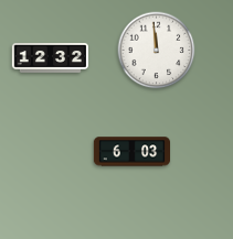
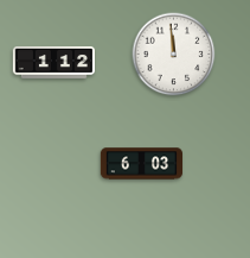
clock at (157, 51) position: (157, 51) -> (174, 55)
clock at (50, 58): 12:32 -> 1:12
